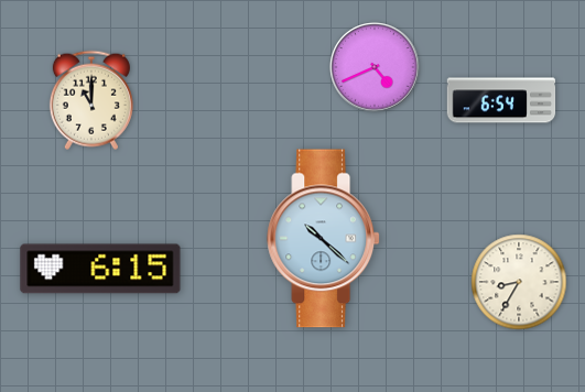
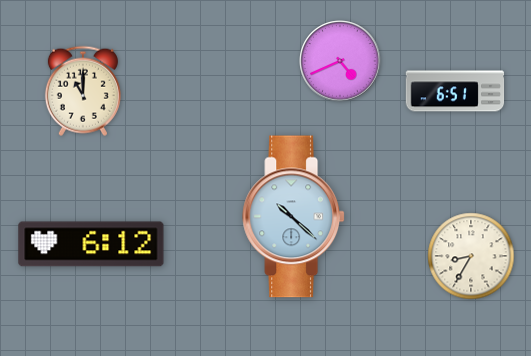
clock at (501, 100): 6:54 -> 6:51
clock at (100, 269): 6:15 -> 6:12
